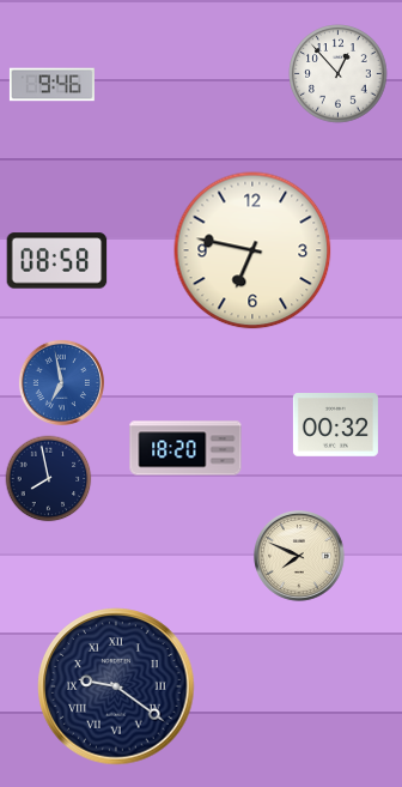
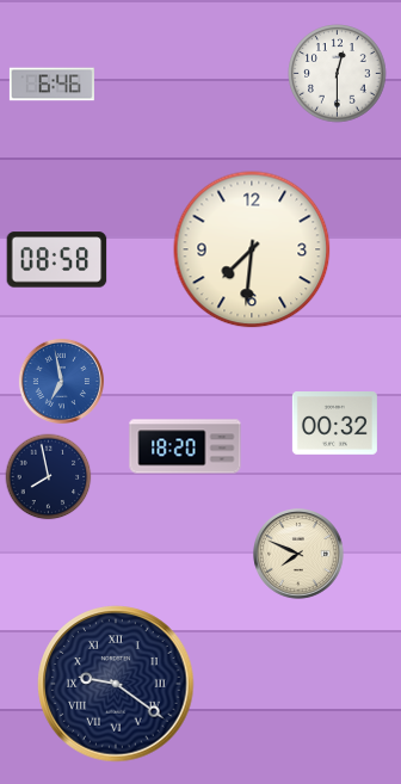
clock at (339, 74): 12:53 -> 12:30
clock at (51, 85): 9:46 -> 6:46
clock at (252, 250): 6:47 -> 7:31
